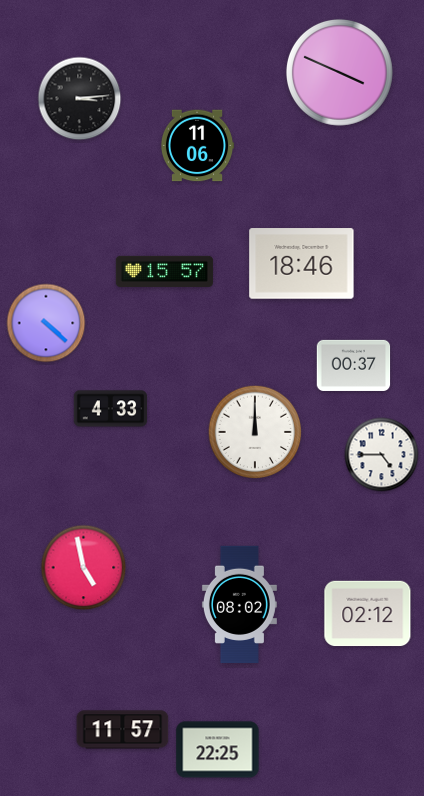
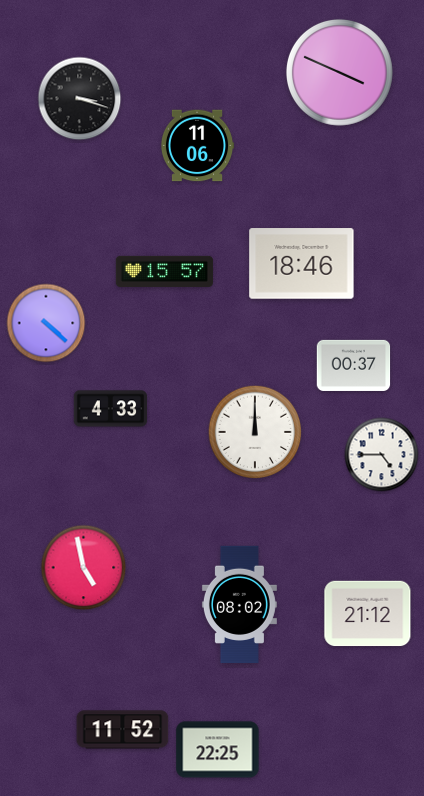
clock at (80, 99): 3:14 -> 3:18
clock at (368, 614): 02:12 -> 21:12
clock at (123, 730): 11:57 -> 11:52
